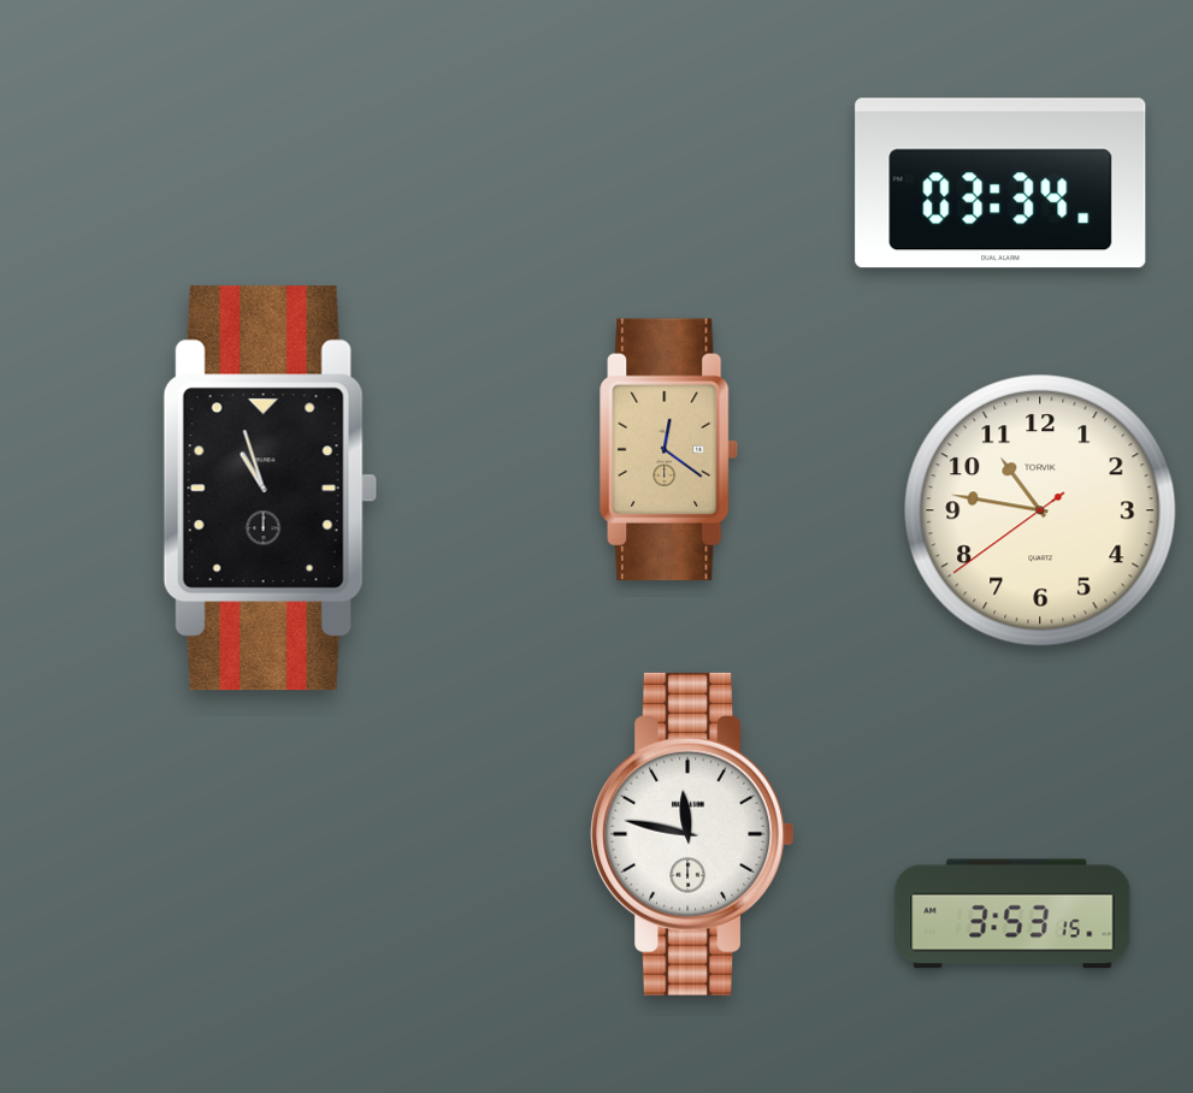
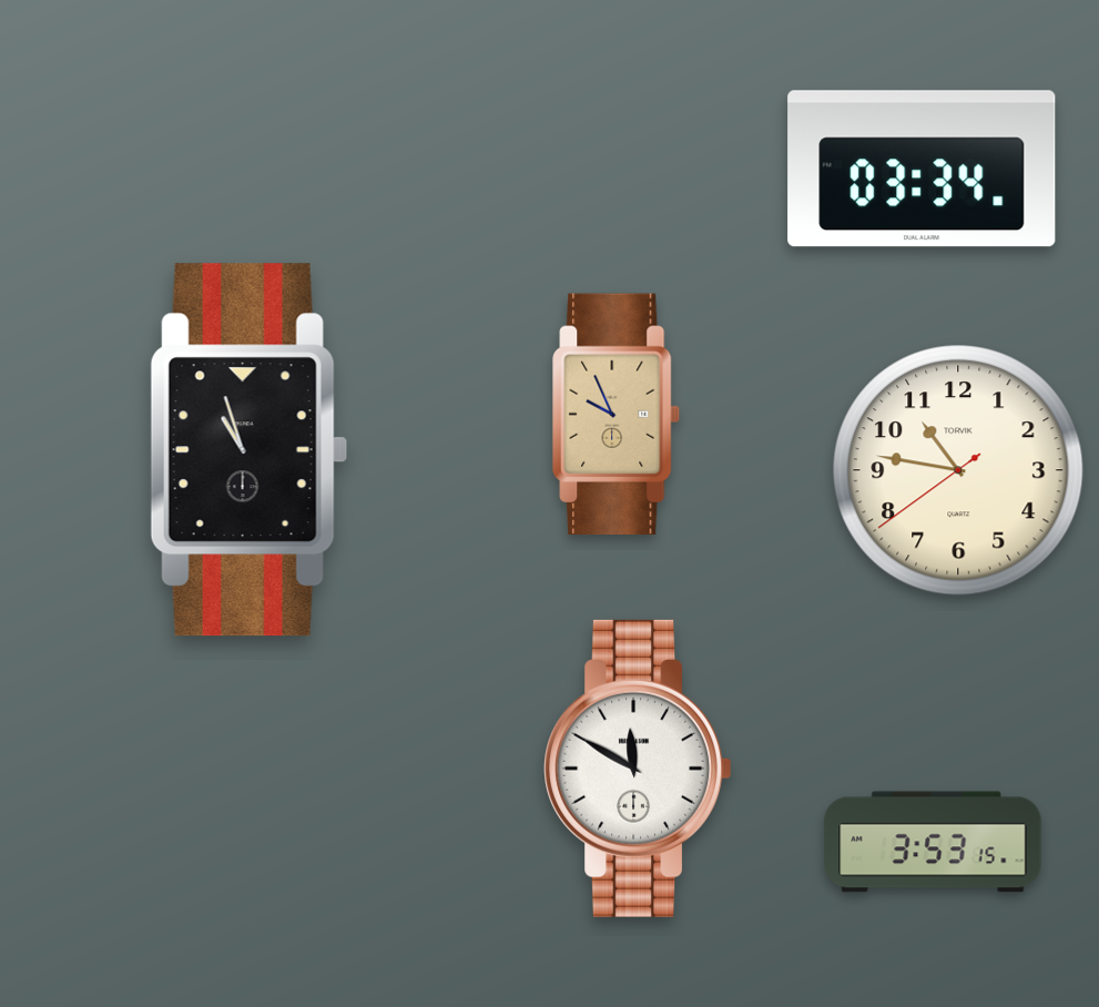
clock at (669, 449): 12:21 -> 9:56
clock at (691, 834): 11:47 -> 11:50
